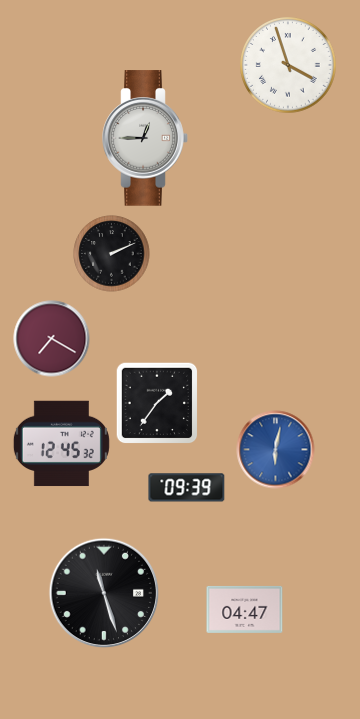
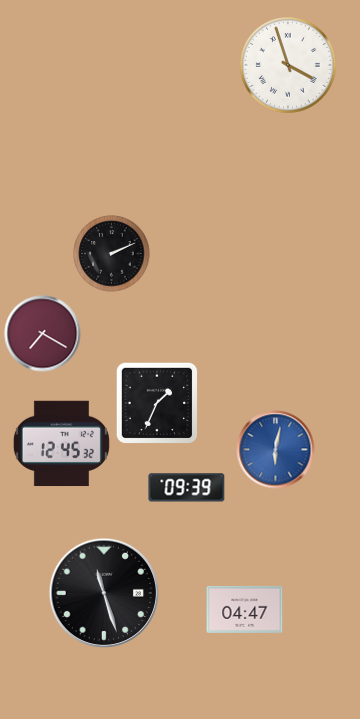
clock at (145, 138): 12:45 -> none
clock at (52, 339) position: (52, 339) -> (43, 334)
clock at (157, 403): 1:36 -> 1:34
